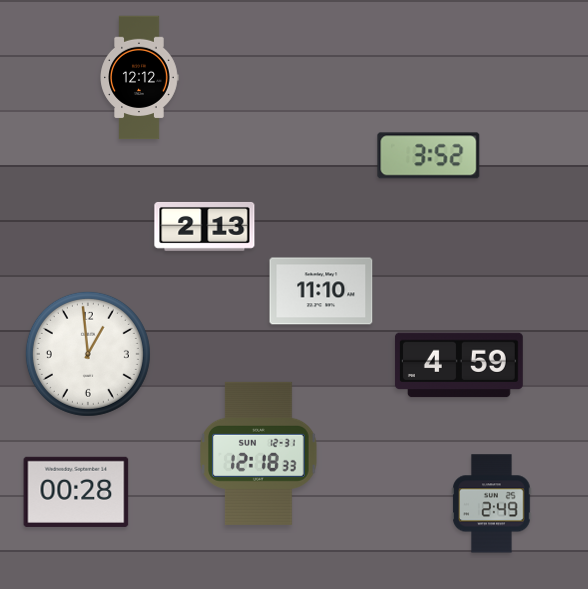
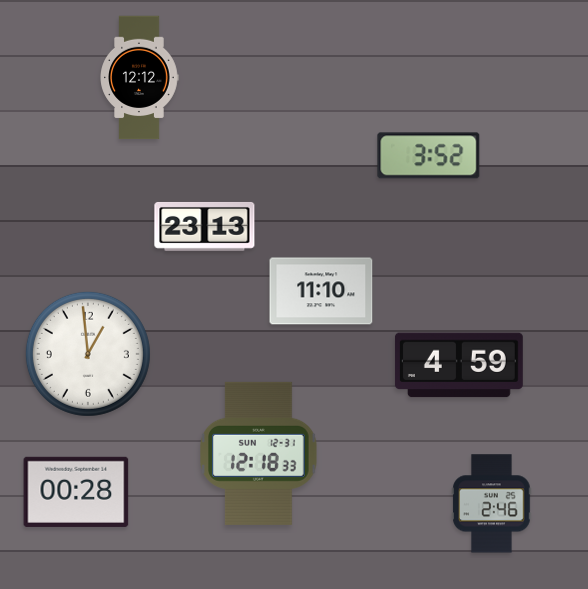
clock at (205, 226): 2:13 -> 23:13
clock at (492, 504): 2:49 -> 2:46
